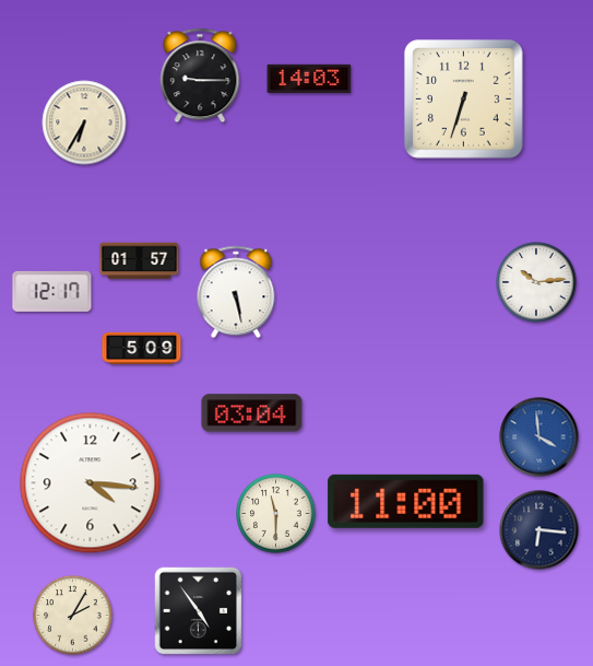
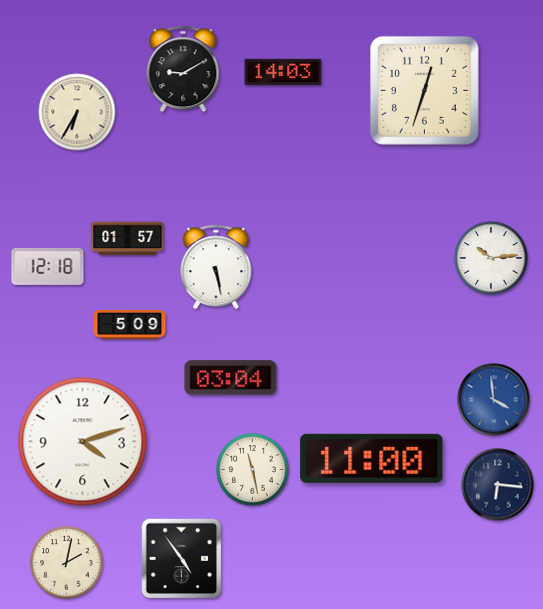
clock at (200, 75): 9:15 -> 9:10
clock at (463, 98): 6:33 -> 12:33
clock at (52, 291): 12:17 -> 12:18
clock at (142, 348) position: (142, 348) -> (130, 324)
clock at (91, 483): 4:16 -> 4:12
clock at (276, 514): 11:30 -> 11:28
clock at (539, 530) position: (539, 530) -> (498, 485)
clock at (73, 616): 2:05 -> 2:02
